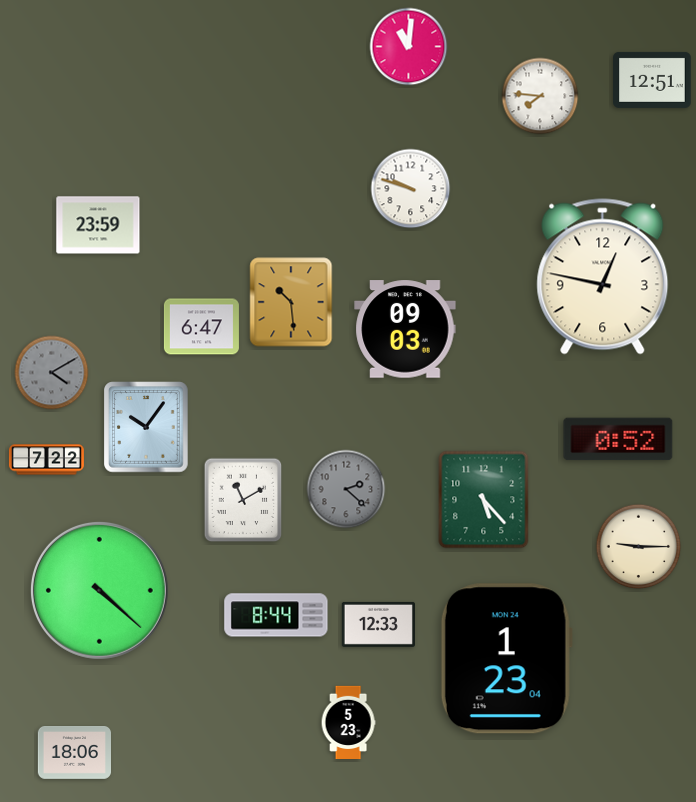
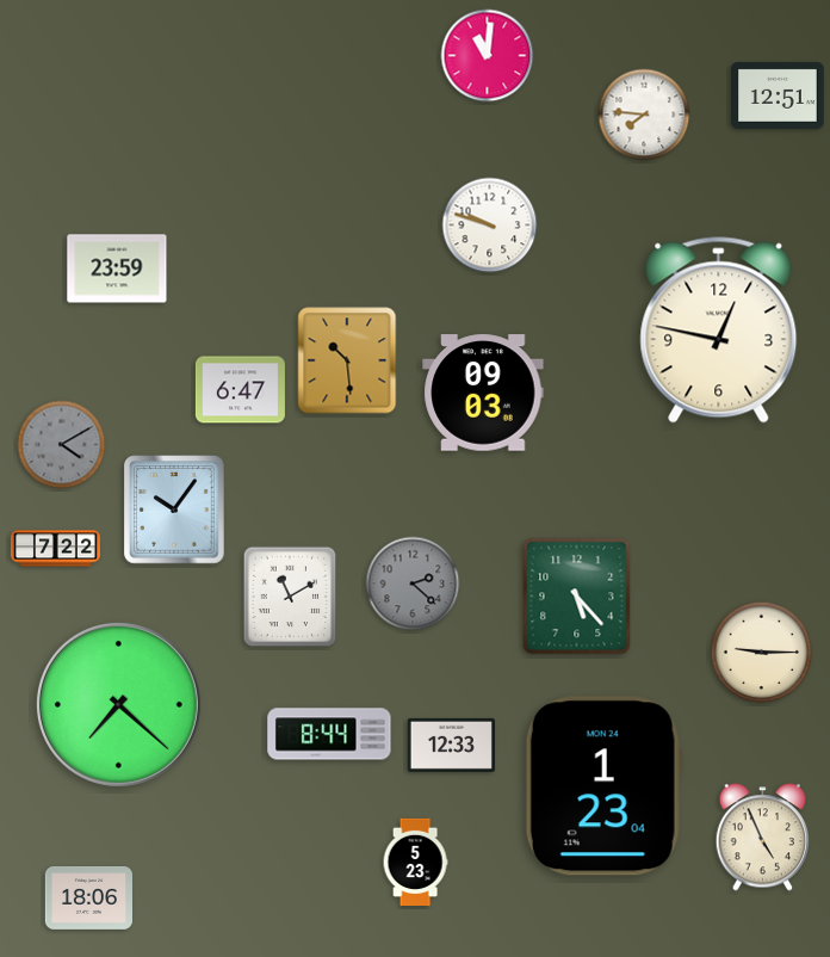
clock at (618, 439): 0:52 -> none
clock at (99, 590): 4:22 -> 7:22
clock at (762, 838): none -> 4:56
